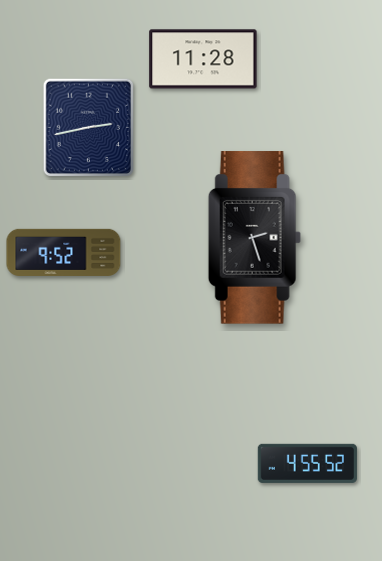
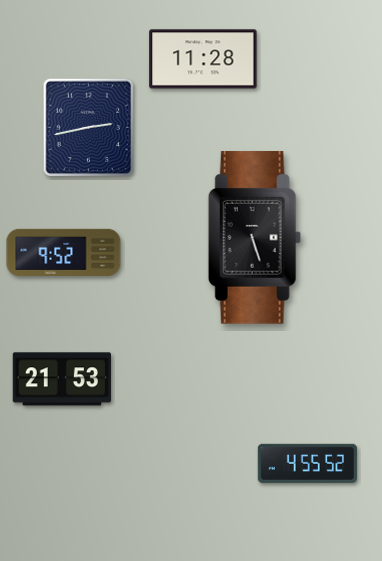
clock at (254, 238): 2:27 -> 5:27
clock at (61, 379): none -> 21:53
